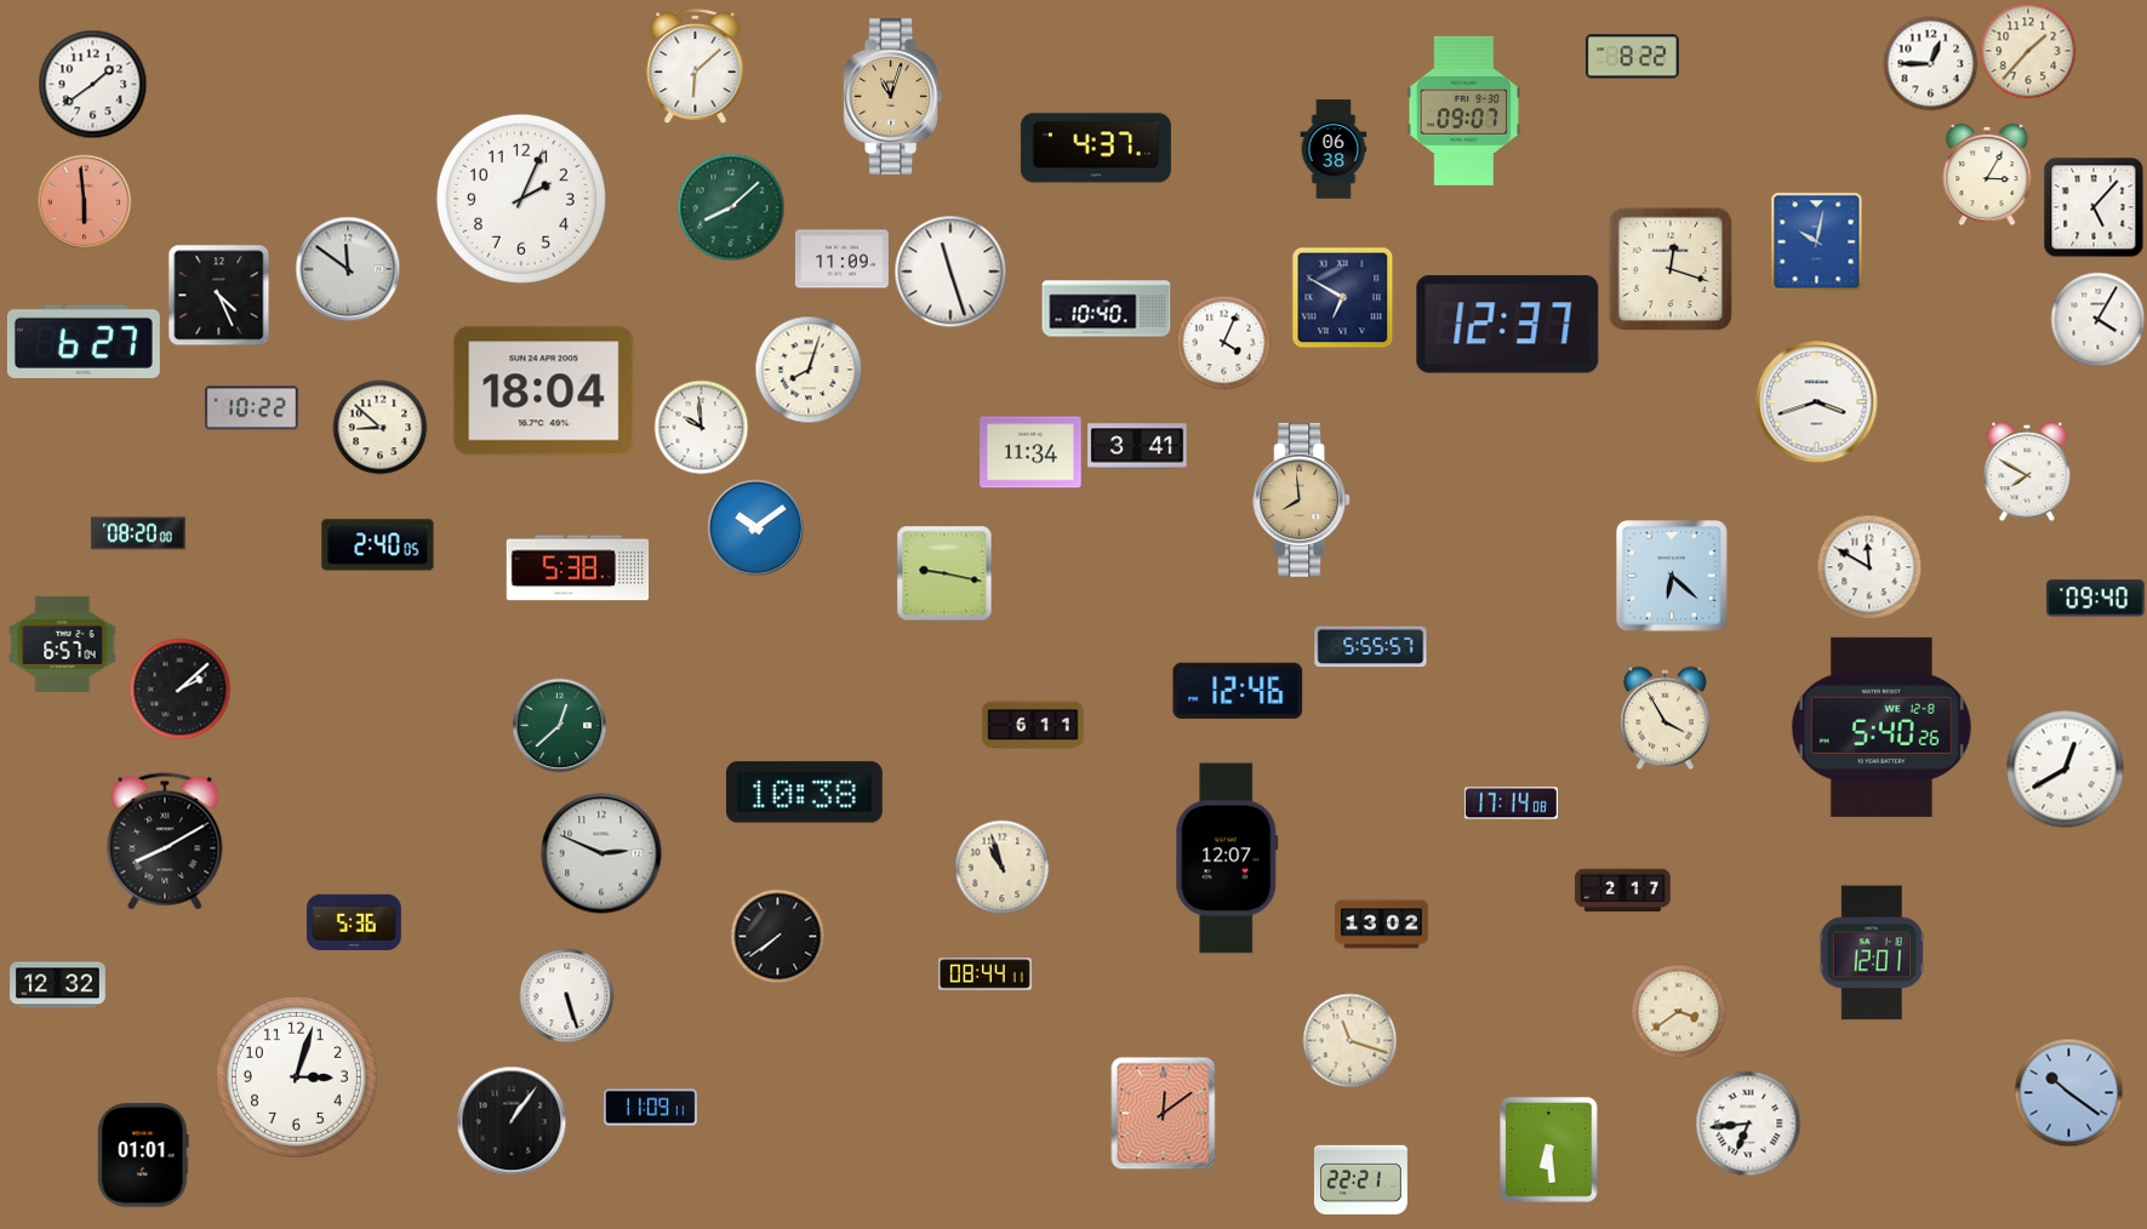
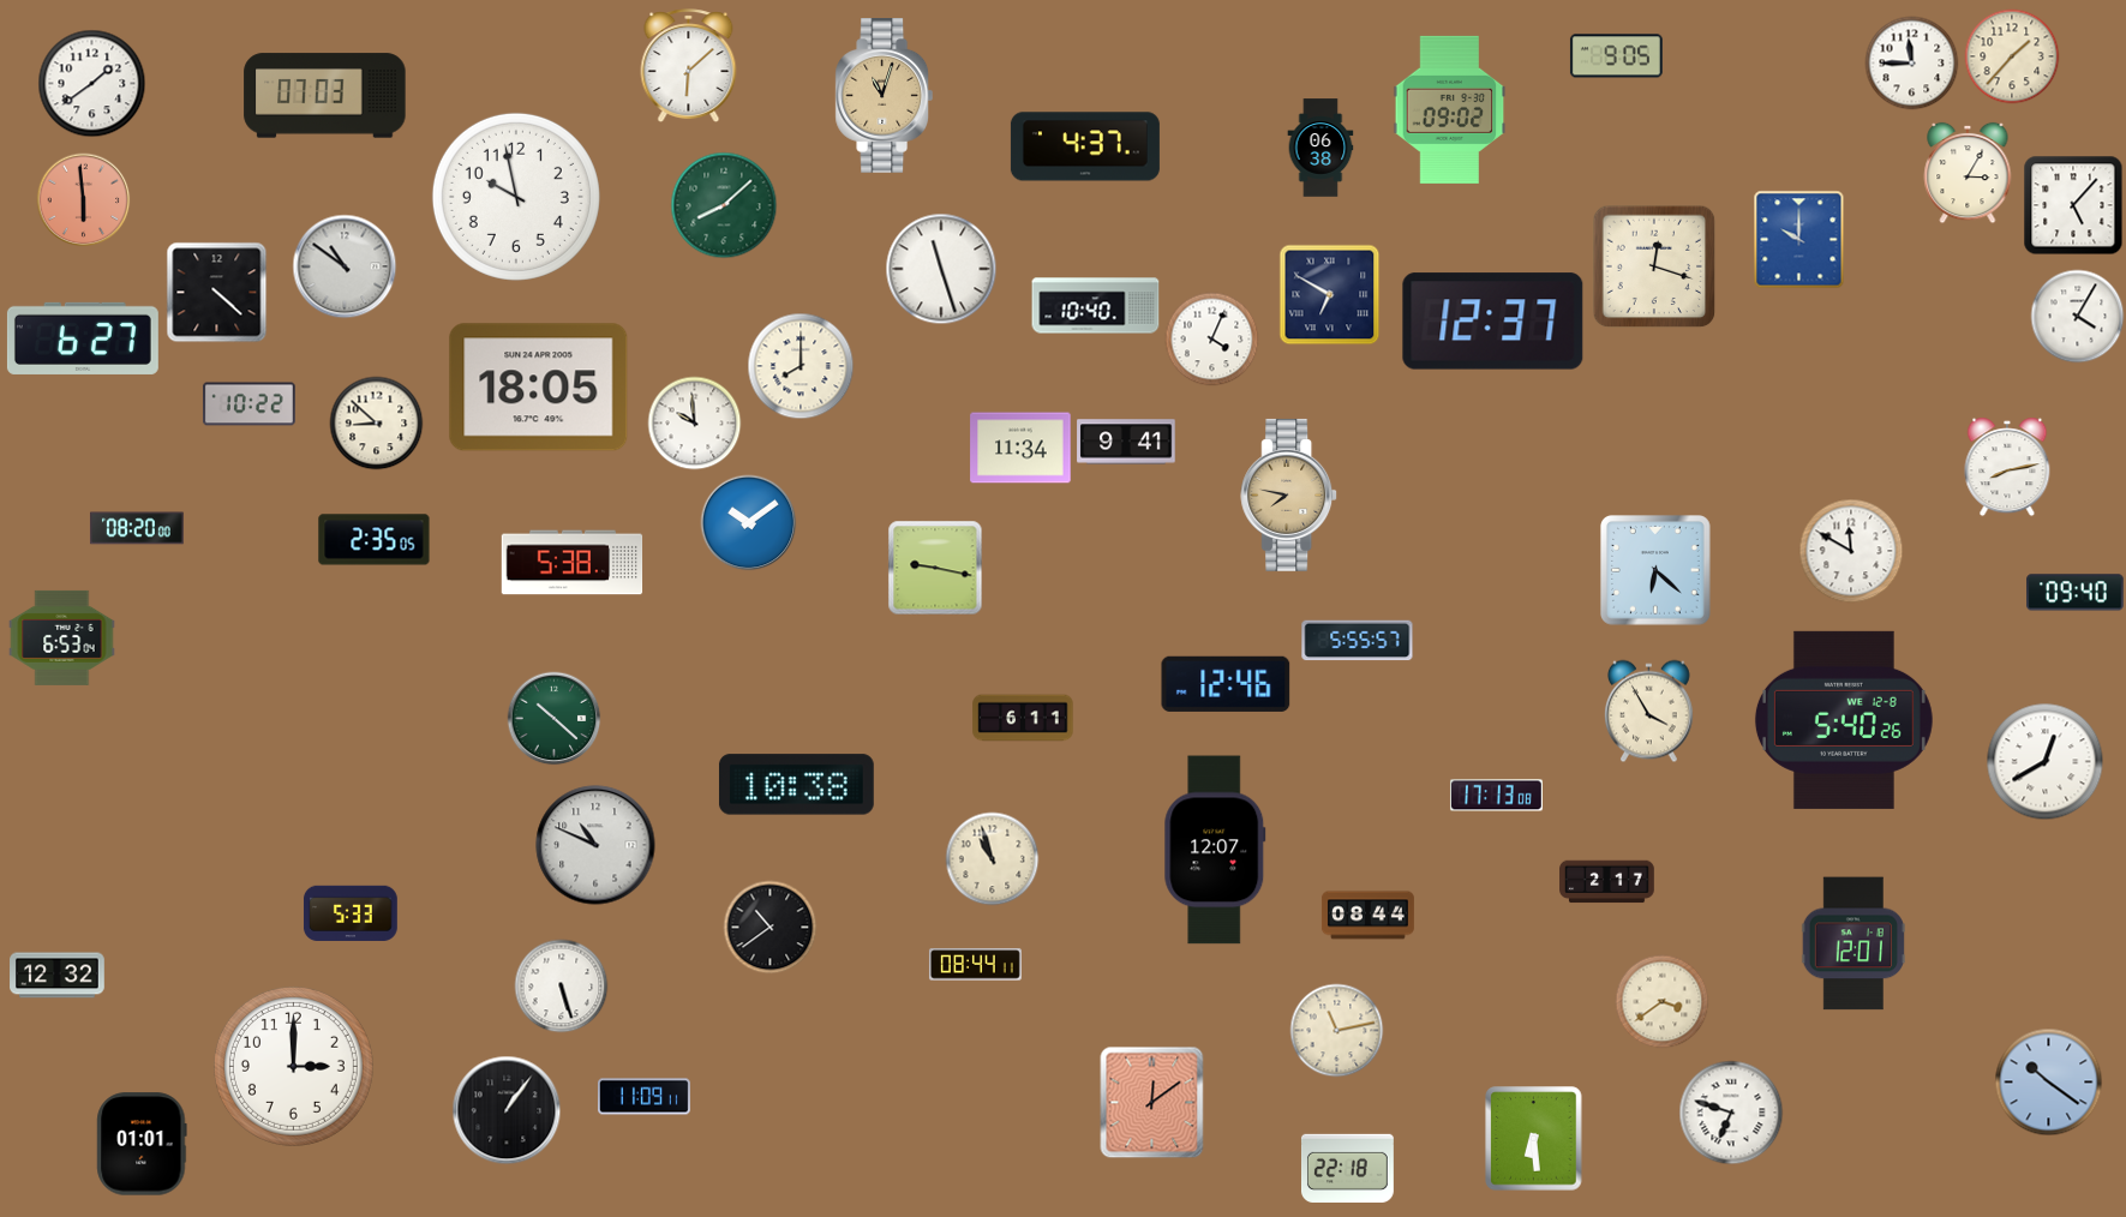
clock at (2028, 51) position: (2028, 51) -> (2012, 56)
clock at (1632, 57): 8:22 -> 9:05
clock at (1930, 63): 12:45 -> 11:45
clock at (325, 96): none -> 07:03
clock at (1464, 110): 09:07 -> 09:02
clock at (521, 199): 2:04 -> 9:58
clock at (1817, 241): 10:02 -> 10:00
clock at (841, 259): 11:09 -> none
clock at (348, 269): 11:51 -> 10:51
clock at (218, 295): 4:26 -> 4:22
clock at (809, 370): 8:03 -> 8:00
clock at (544, 391): 18:04 -> 18:05
clock at (1817, 402): 3:42 -> none
clock at (1137, 446): 3:41 -> 9:41
clock at (2027, 471): 7:50 -> 8:13
clock at (1302, 499): 7:59 -> 7:47
clock at (378, 545): 2:40 -> 2:35
clock at (1869, 567) position: (1869, 567) -> (1851, 551)
clock at (63, 644): 6:57 -> 6:53
clock at (179, 688): 2:08 -> none
clock at (559, 725): 12:38 -> 10:22
clock at (1882, 727) position: (1882, 727) -> (1844, 720)
clock at (1511, 804): 17:14 -> 17:13
clock at (165, 841): 8:10 -> none
clock at (601, 853): 2:49 -> 10:49
clock at (354, 922): 5:36 -> 5:33
clock at (1382, 925): 13:02 -> 08:44
clock at (777, 936): 7:39 -> 10:39
clock at (1349, 1040): 11:18 -> 11:13
clock at (296, 1076): 3:03 -> 3:00
clock at (1748, 1124): 6:44 -> 6:48
clock at (1360, 1179): 22:21 -> 22:18
